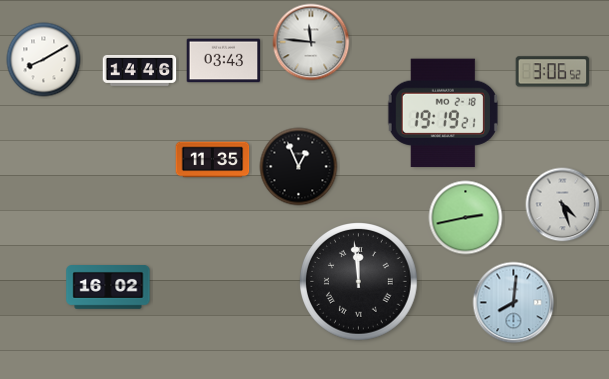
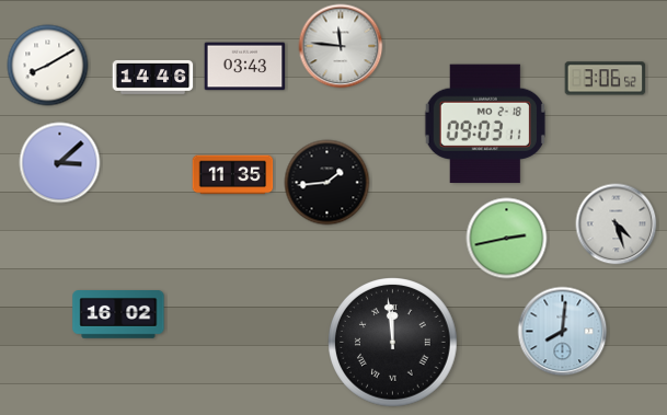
clock at (443, 113): 19:19 -> 09:03
clock at (60, 163): none -> 3:08
clock at (299, 167): 12:56 -> 1:44
clock at (466, 218) position: (466, 218) -> (507, 239)
clock at (359, 282) position: (359, 282) -> (393, 343)
